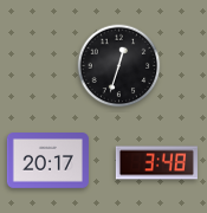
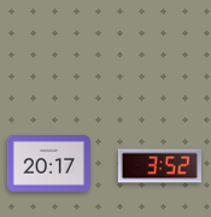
clock at (119, 66): 12:33 -> none
clock at (156, 163): 3:48 -> 3:52
